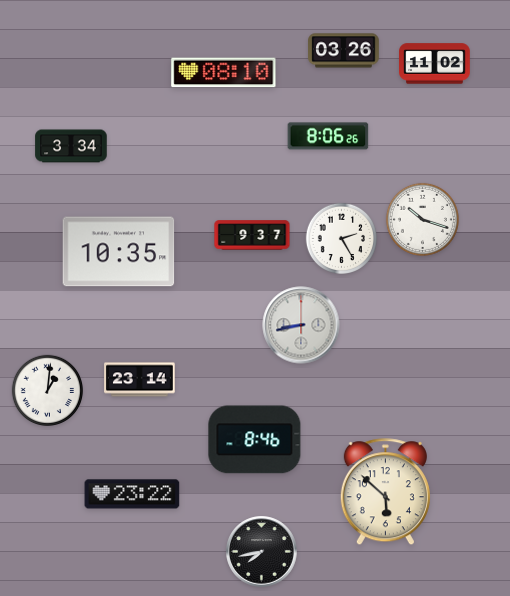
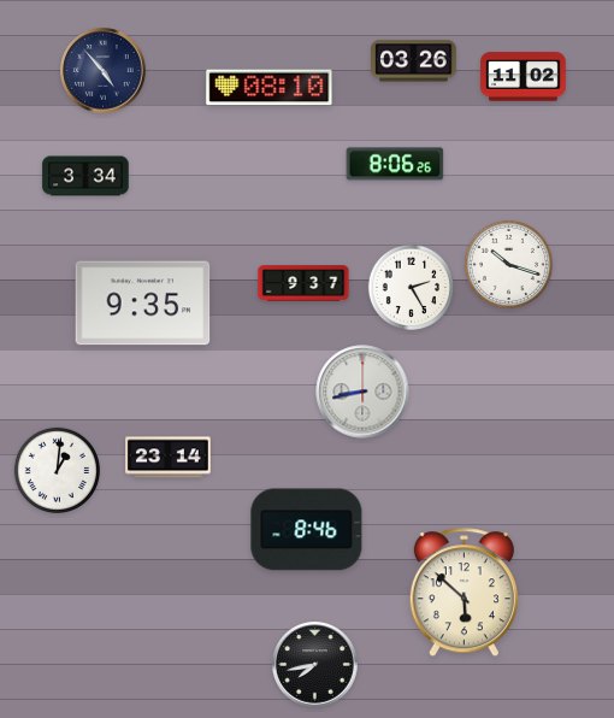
clock at (104, 71): none -> 4:53
clock at (119, 252): 10:35 -> 9:35
clock at (132, 494): 23:22 -> none
